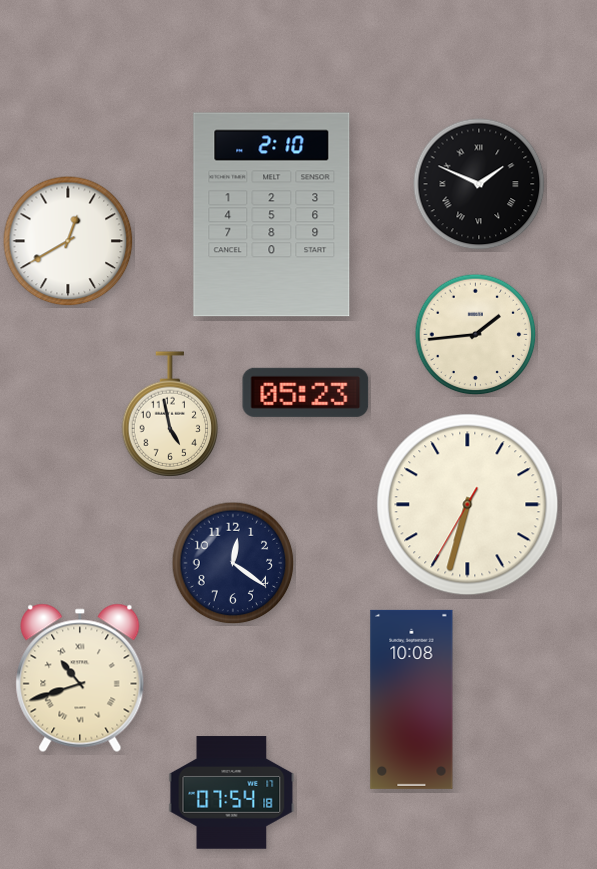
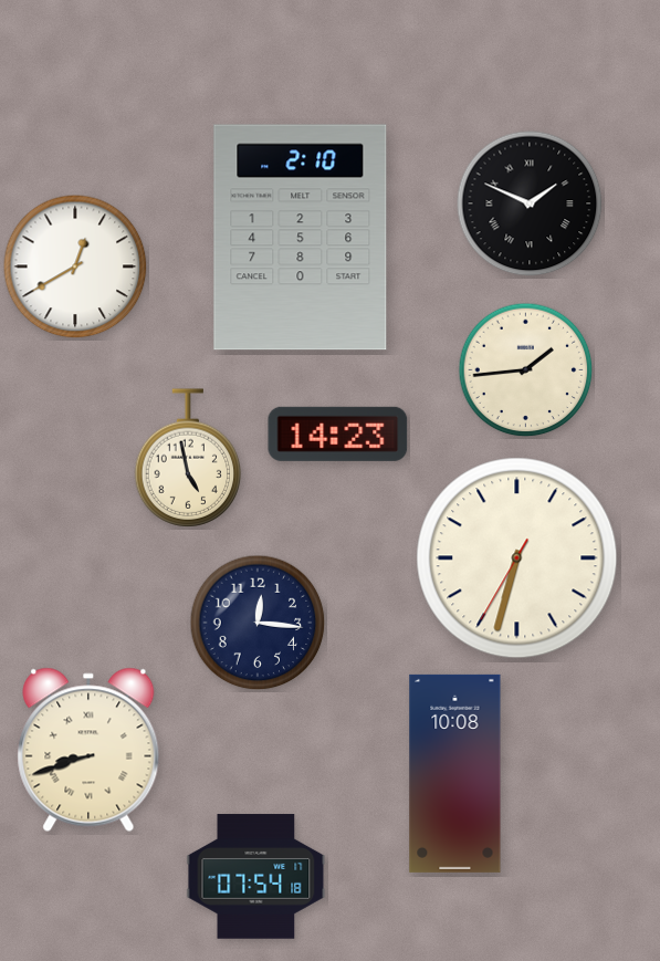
clock at (306, 392): 05:23 -> 14:23
clock at (233, 563): 12:21 -> 12:16
clock at (80, 678): 10:42 -> 8:42
